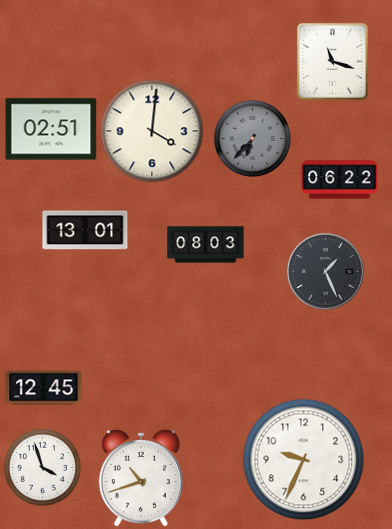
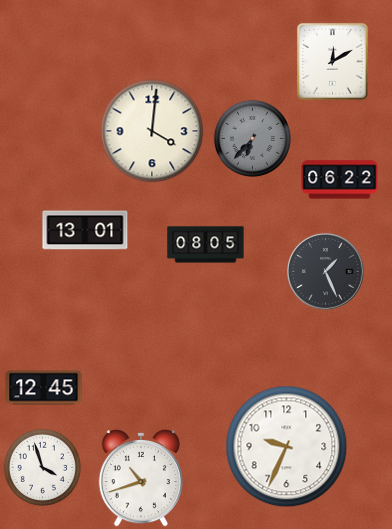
clock at (332, 62): 11:18 -> 12:10
clock at (51, 129): 02:51 -> none
clock at (206, 245): 08:03 -> 08:05
clock at (304, 460) position: (304, 460) -> (287, 447)
